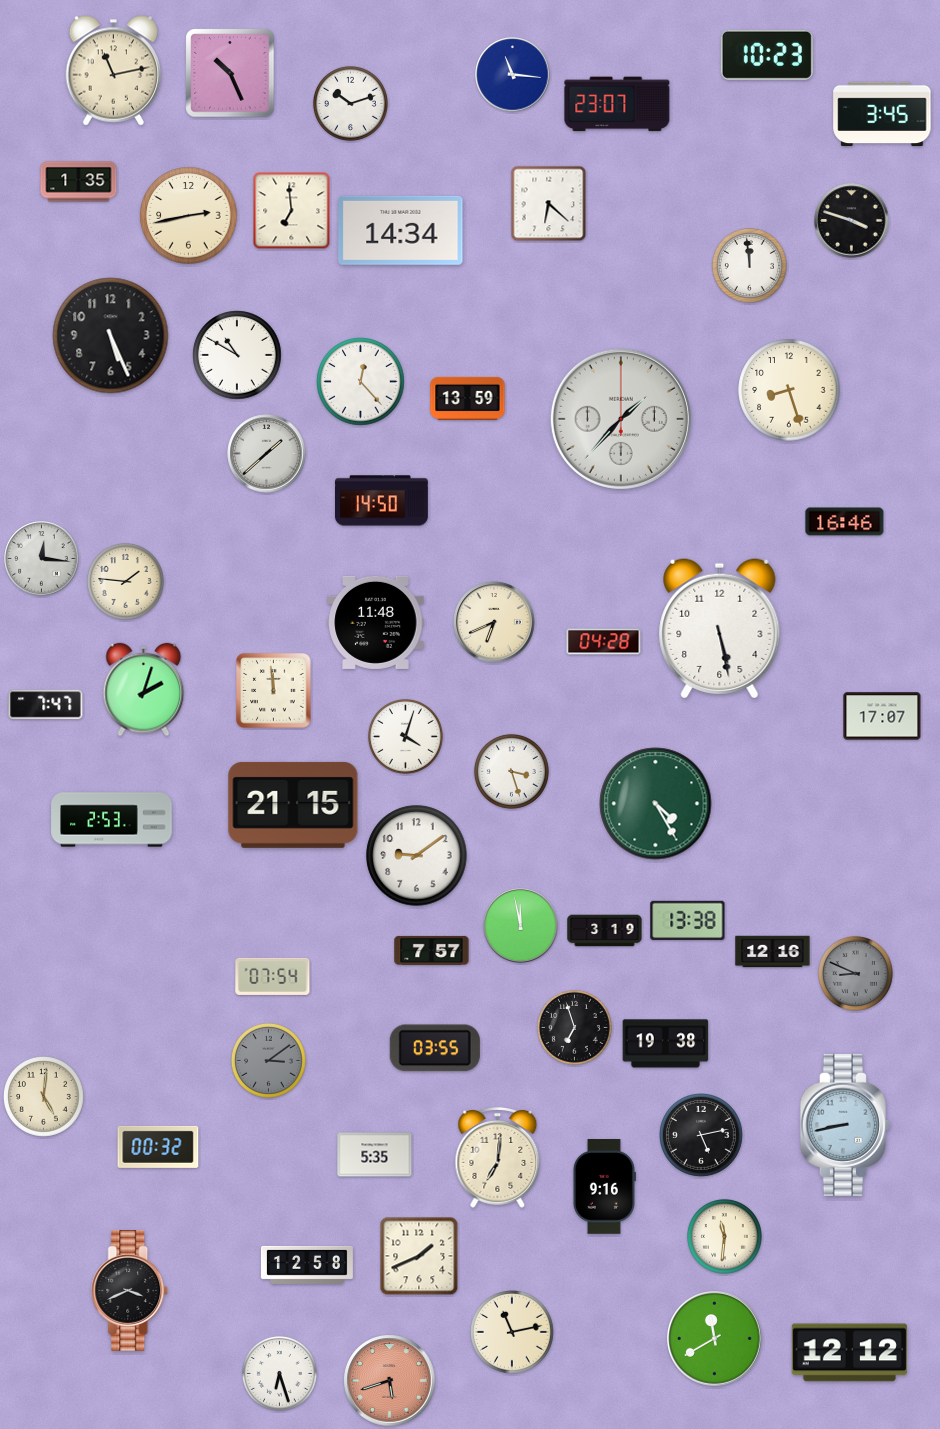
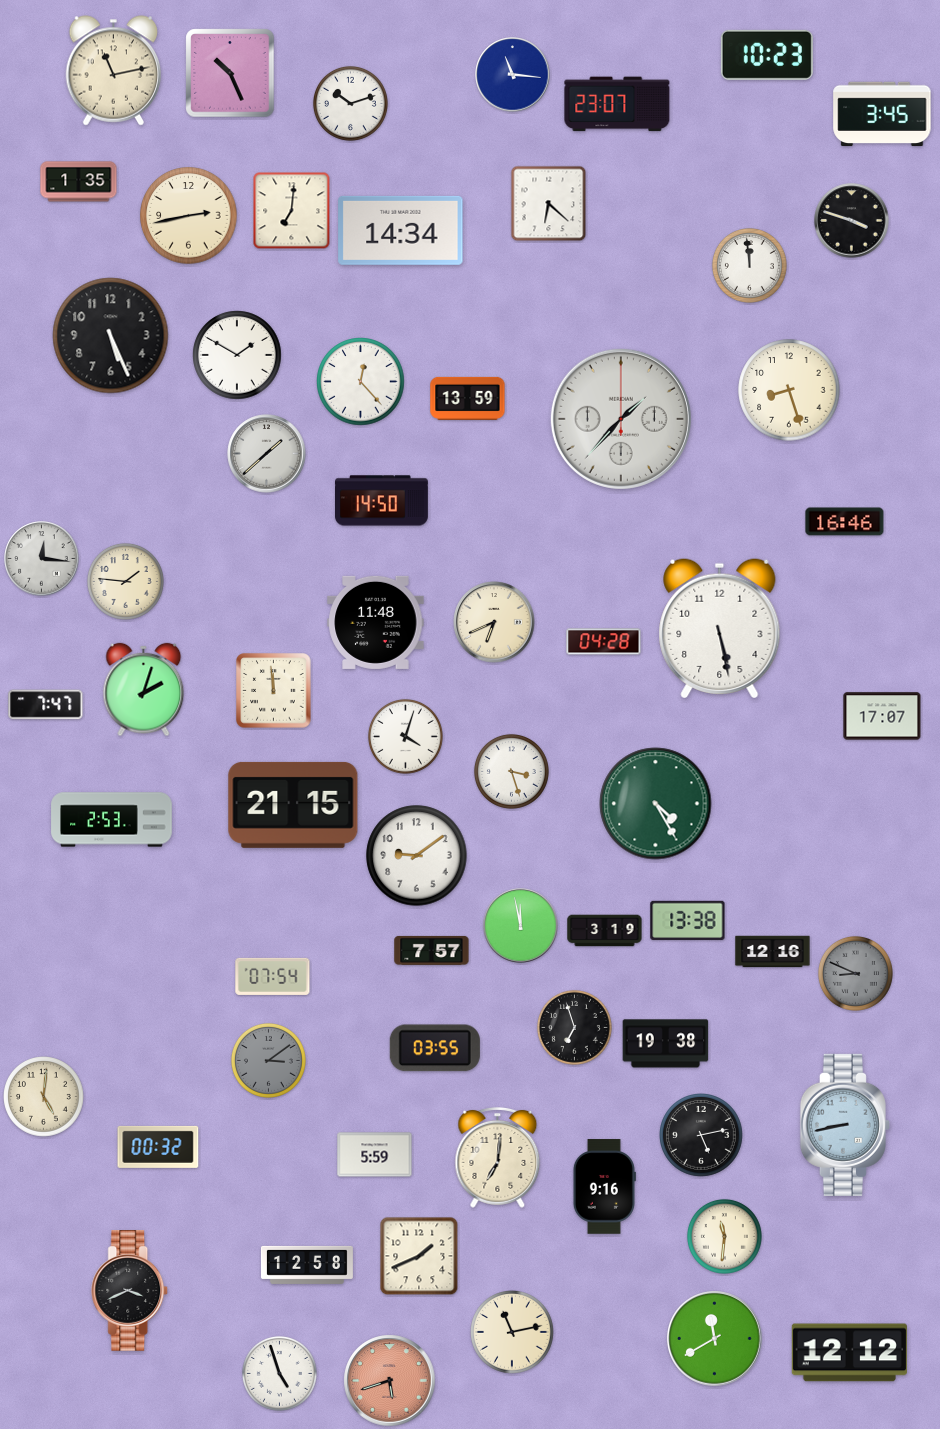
clock at (292, 211): 6:59 -> 7:01
clock at (237, 355): 10:50 -> 1:50
clock at (375, 1155): 5:35 -> 5:59
clock at (279, 1373): 6:27 -> 4:57
